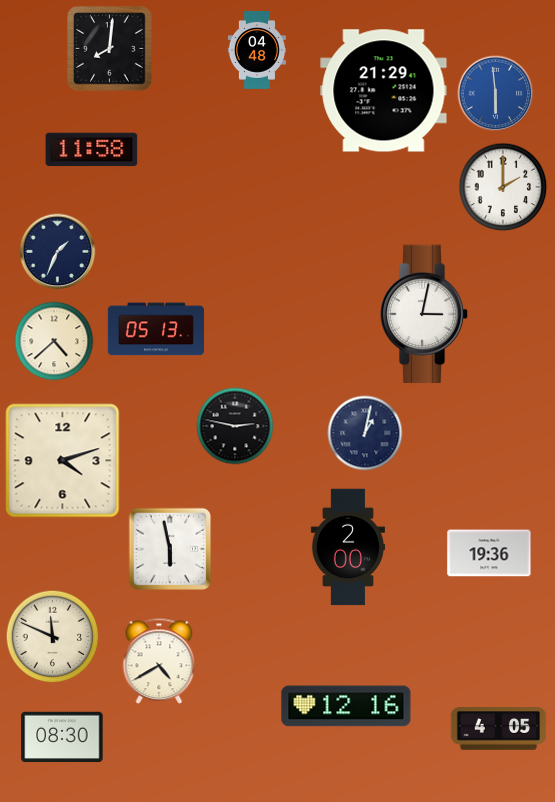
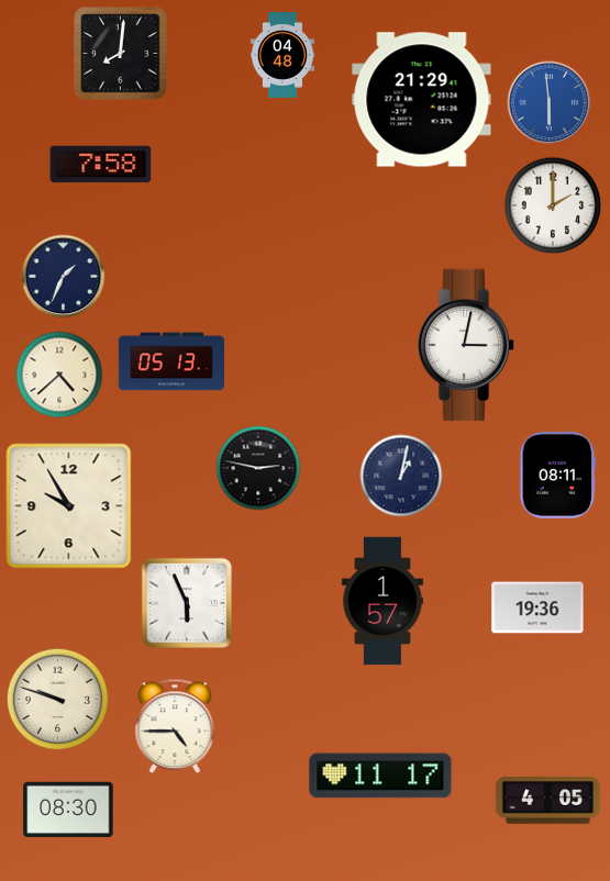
clock at (496, 94) position: (496, 94) -> (550, 103)
clock at (92, 150): 11:58 -> 7:58
clock at (558, 476): none -> 08:11
clock at (63, 461): 4:12 -> 9:55
clock at (348, 547): 2:00 -> 1:57
clock at (170, 549): 5:58 -> 5:56
clock at (53, 637): 11:49 -> 9:48
clock at (159, 661): 4:40 -> 4:45
clock at (346, 706): 12:16 -> 11:17
